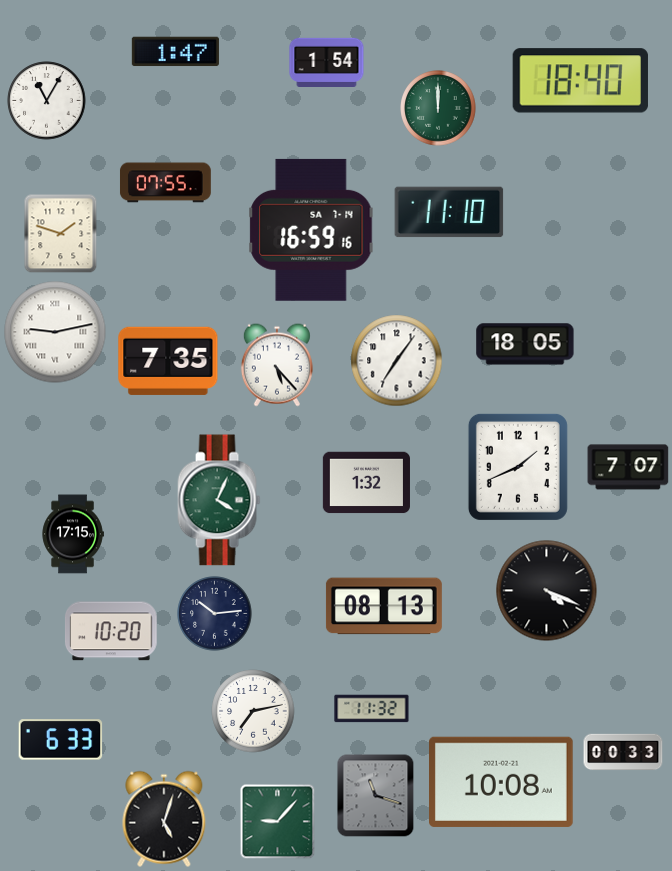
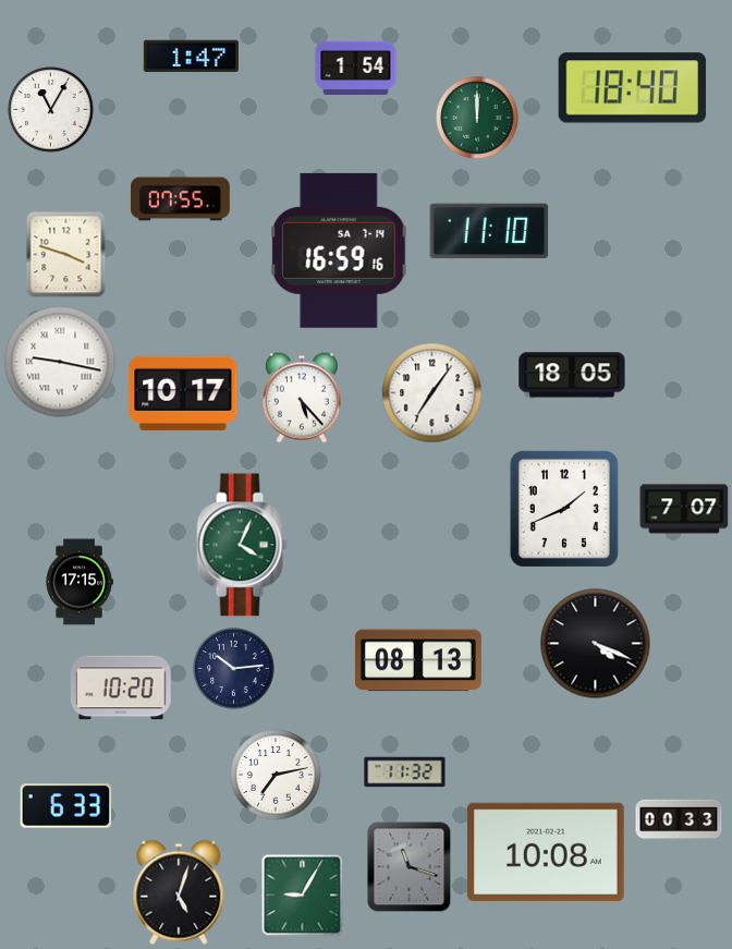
clock at (61, 234): 1:48 -> 3:48
clock at (55, 332): 9:13 -> 9:17
clock at (168, 361): 7:35 -> 10:17
clock at (366, 483): 1:32 -> none
clock at (219, 500) position: (219, 500) -> (242, 545)
clock at (278, 822): 9:07 -> 9:05
